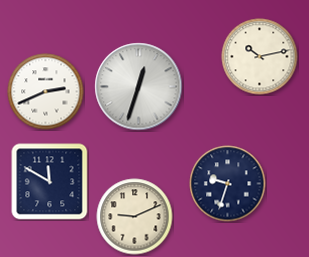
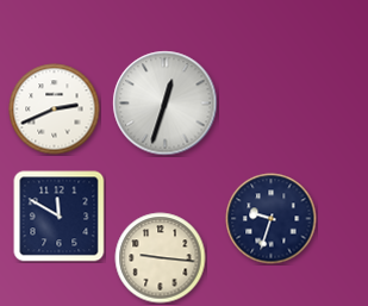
clock at (260, 57): 10:13 -> none
clock at (135, 217): 9:11 -> 9:16
